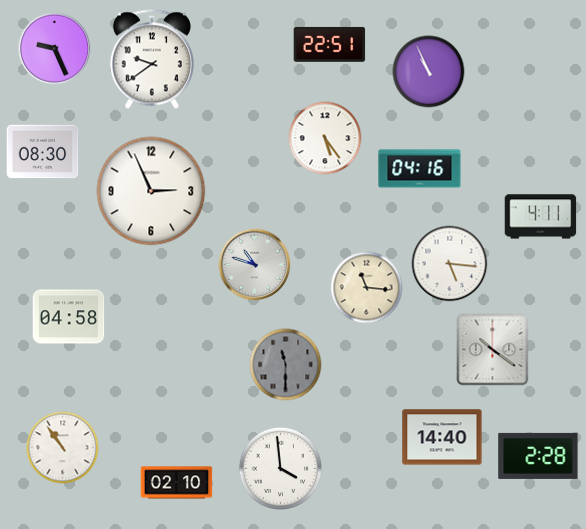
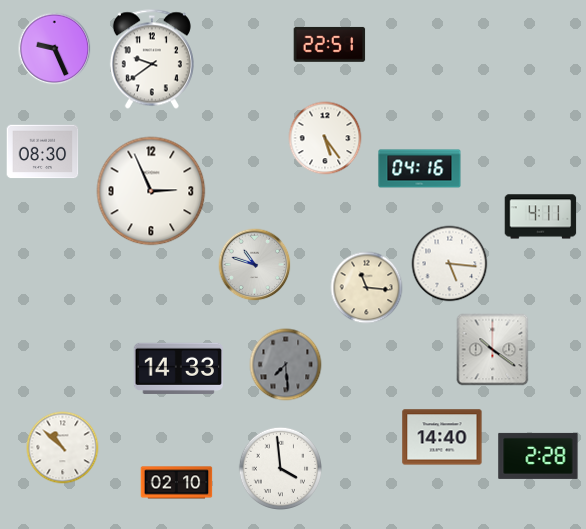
clock at (429, 72): 10:56 -> none
clock at (69, 317): 04:58 -> none
clock at (286, 365): 11:30 -> 7:29
clock at (178, 368): none -> 14:33
clock at (63, 448): 10:54 -> 10:52
